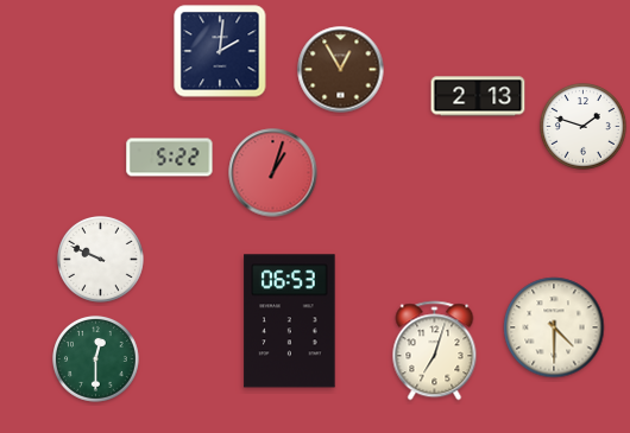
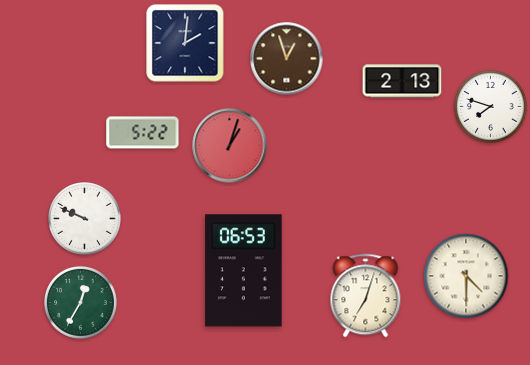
clock at (341, 70): 12:55 -> 12:57
clock at (584, 127): 1:48 -> 7:48
clock at (96, 359): 12:30 -> 12:35
